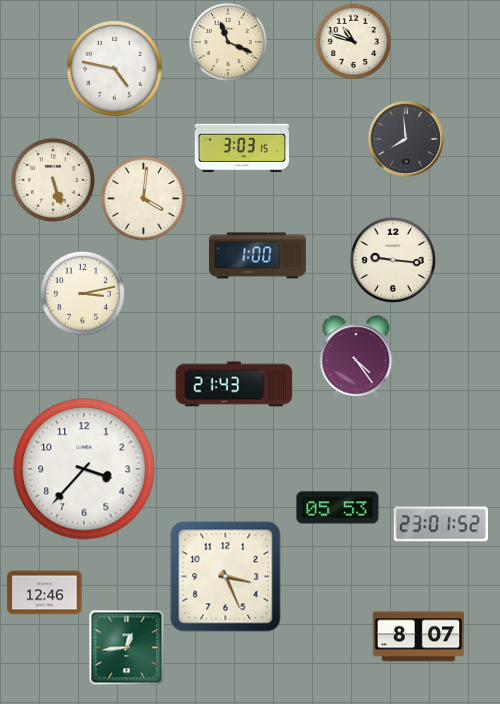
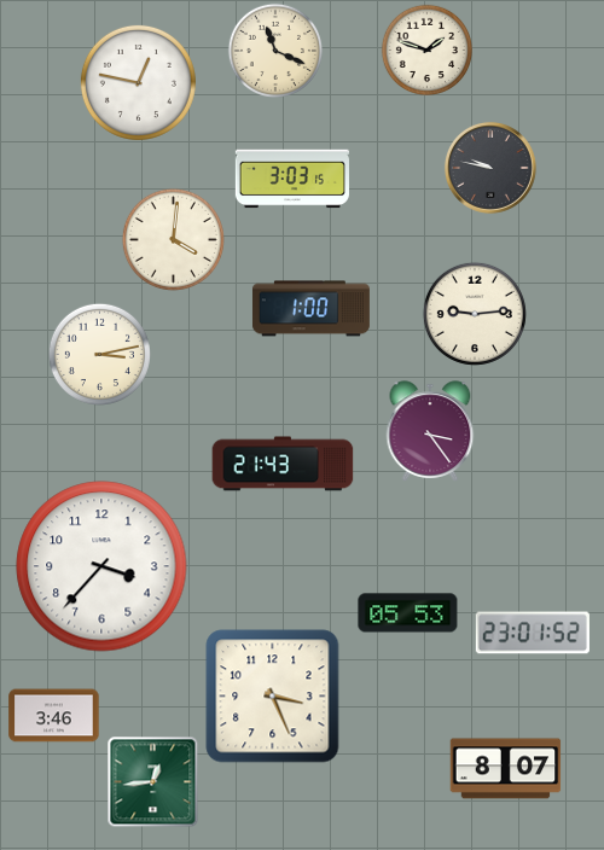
clock at (353, 41): 10:48 -> 1:48
clock at (114, 68): 4:47 -> 12:47
clock at (406, 139): 7:59 -> 9:47
clock at (53, 180): 5:27 -> none
clock at (393, 260): 9:16 -> 9:14
clock at (356, 357): 4:24 -> 3:24
clock at (45, 593): 12:46 -> 3:46
